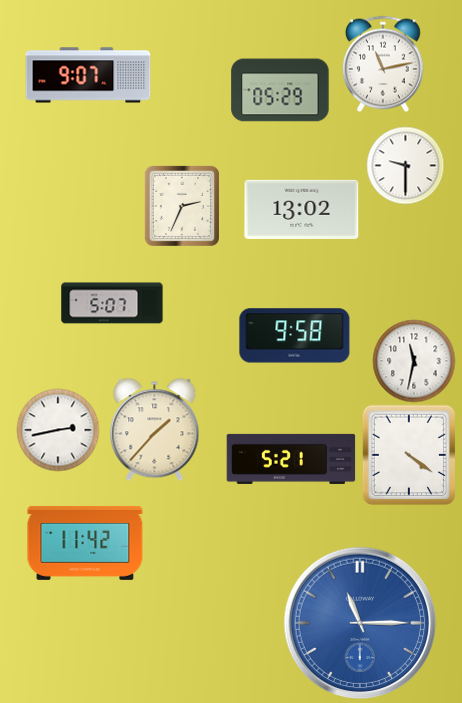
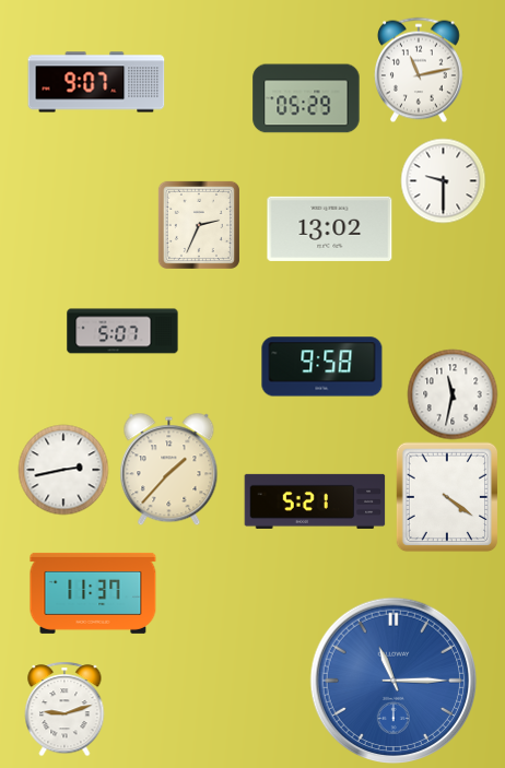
clock at (291, 459) position: (291, 459) -> (315, 501)
clock at (85, 543): 11:42 -> 11:37
clock at (64, 709): none -> 9:12
